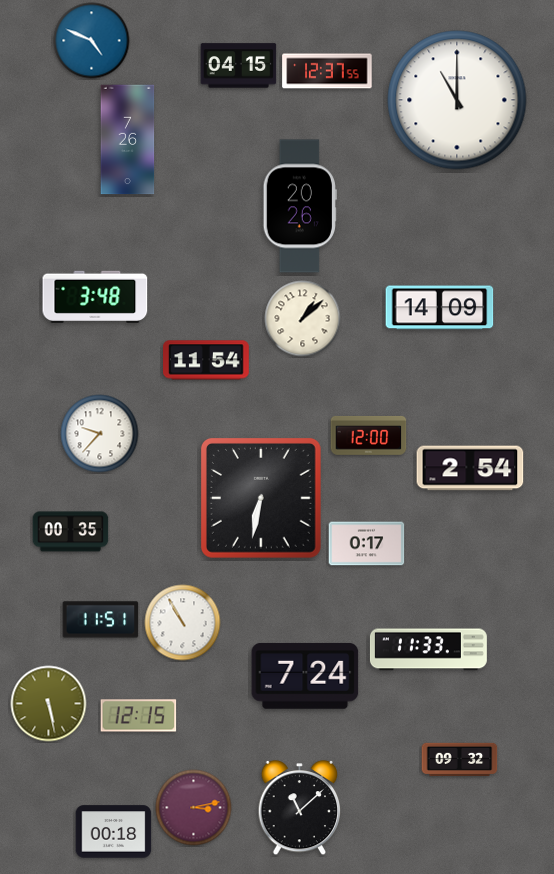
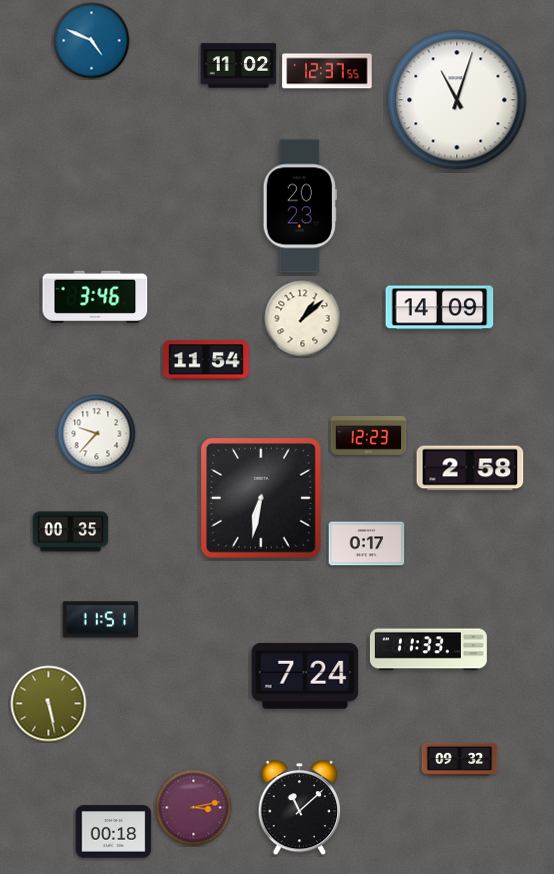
clock at (239, 66): 04:15 -> 11:02
clock at (457, 100): 11:00 -> 11:03
clock at (128, 140): 7:26 -> none
clock at (300, 206): 20:26 -> 20:23
clock at (95, 297): 3:48 -> 3:46
clock at (100, 434) position: (100, 434) -> (97, 434)
clock at (369, 435): 12:00 -> 12:23
clock at (470, 468): 2:54 -> 2:58
clock at (183, 623): 10:55 -> none
clock at (139, 716): 12:15 -> none
